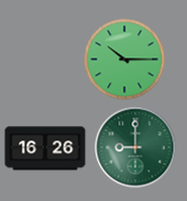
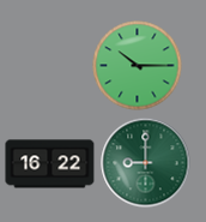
clock at (136, 148) position: (136, 148) -> (146, 163)
clock at (46, 149): 16:26 -> 16:22
